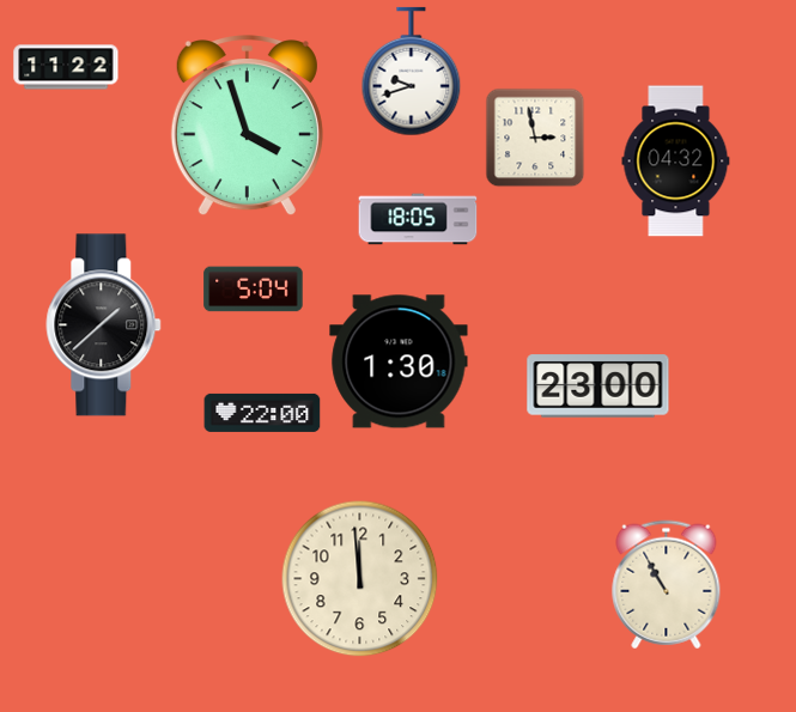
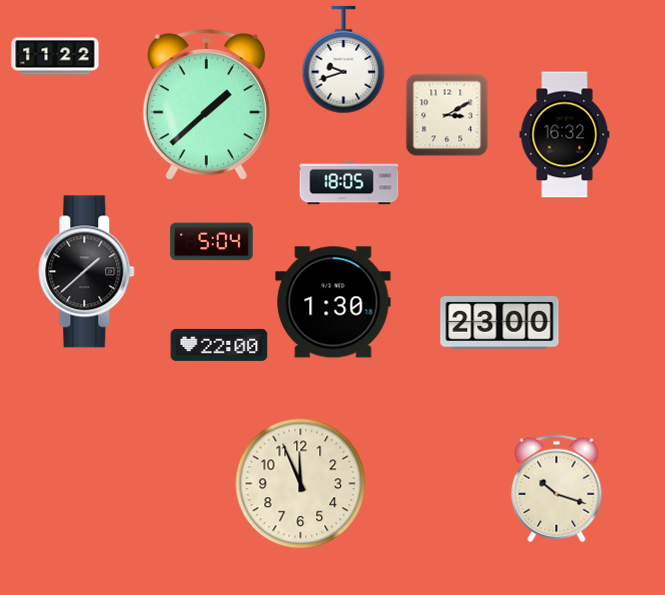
clock at (247, 127): 3:57 -> 1:38
clock at (535, 138): 2:58 -> 3:10
clock at (676, 162): 04:32 -> 16:32
clock at (360, 579): 11:59 -> 11:56
clock at (667, 585): 10:55 -> 10:18
